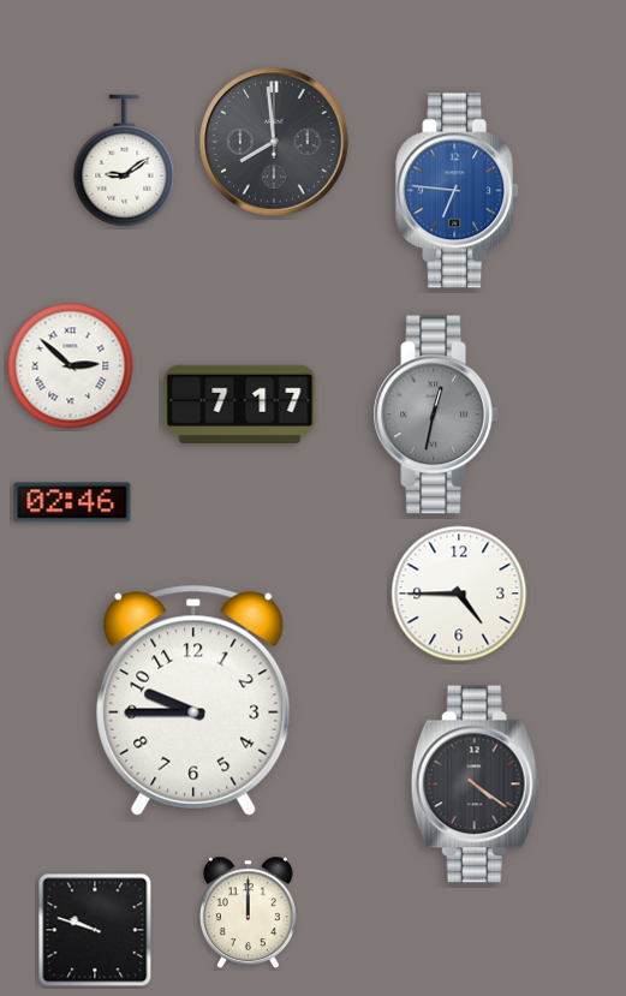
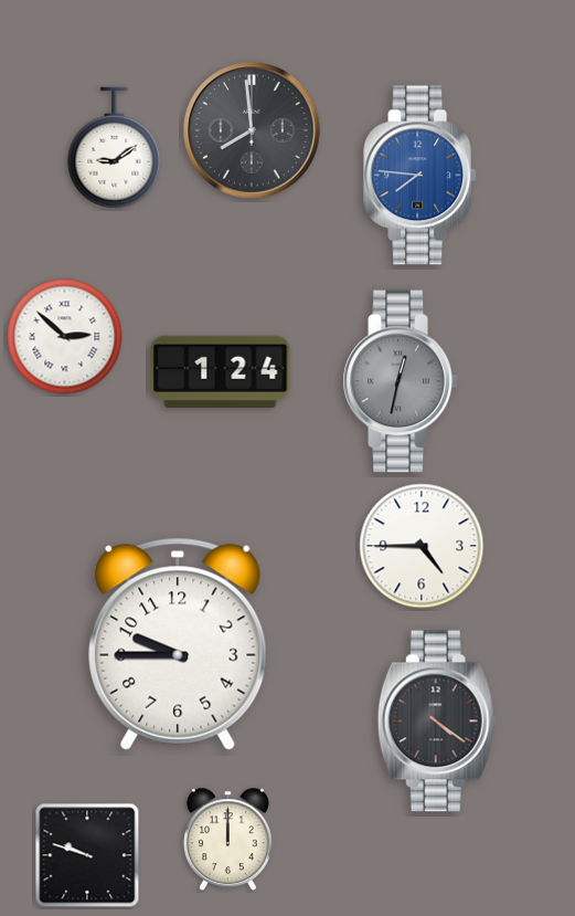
clock at (458, 191): 6:46 -> 7:46
clock at (240, 404): 7:17 -> 1:24
clock at (72, 502): 02:46 -> none
